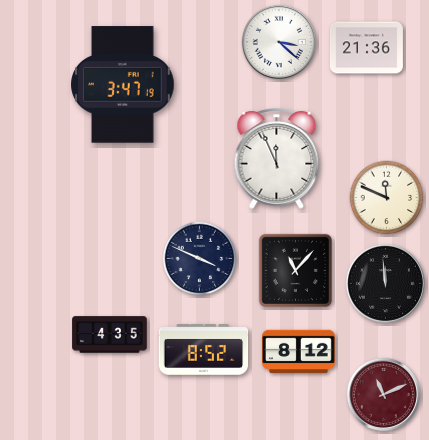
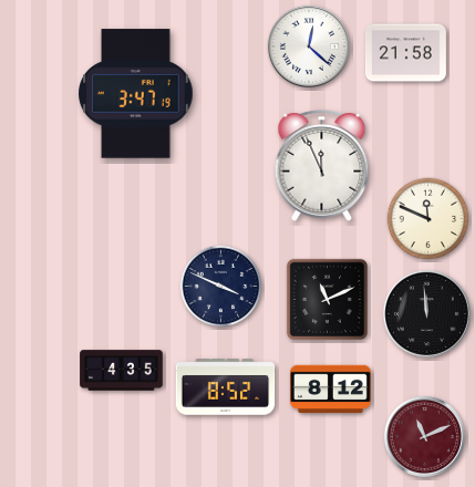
clock at (279, 42): 3:22 -> 12:22
clock at (366, 48): 21:36 -> 21:58
clock at (277, 159) position: (277, 159) -> (322, 166)
clock at (295, 270): 11:07 -> 11:11
